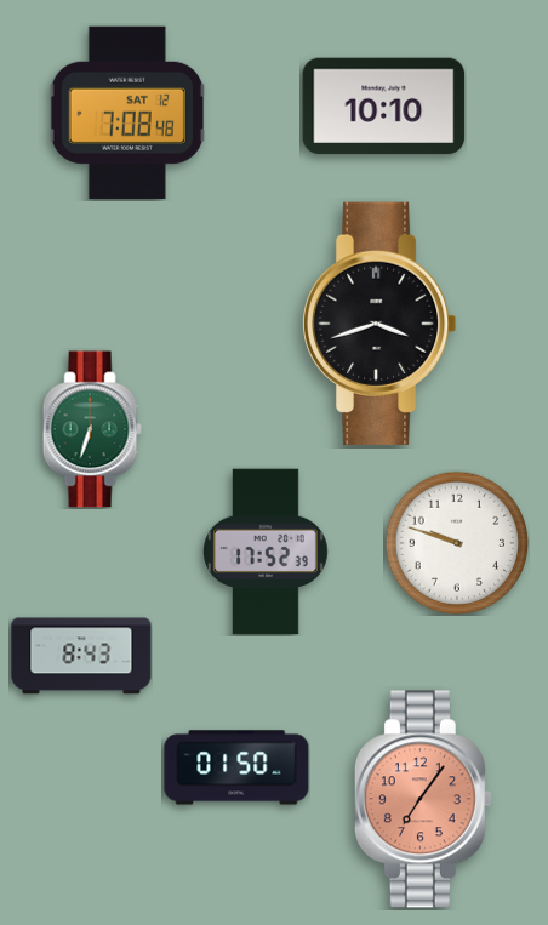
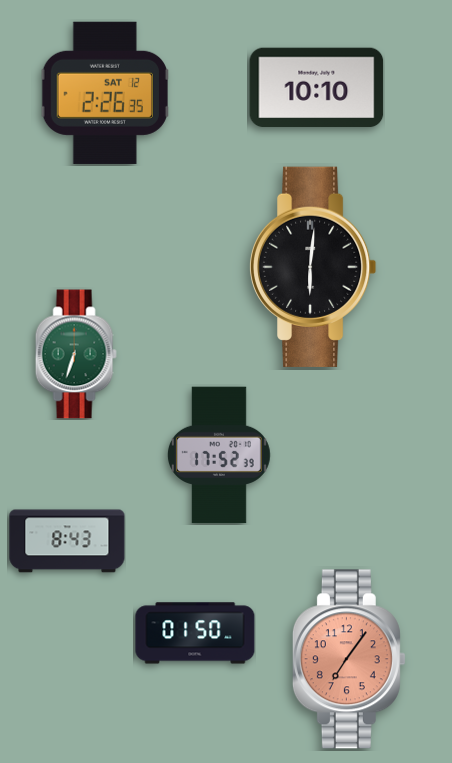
clock at (127, 113): 7:08 -> 2:26
clock at (379, 324): 3:42 -> 6:01
clock at (457, 543): 9:48 -> none
